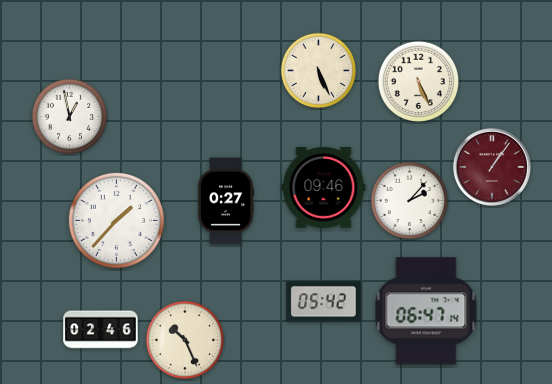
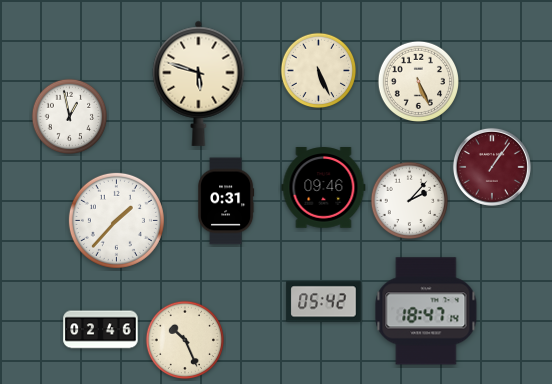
clock at (199, 83): none -> 5:48
clock at (227, 201): 0:27 -> 0:31
clock at (426, 311): 06:47 -> 18:47
